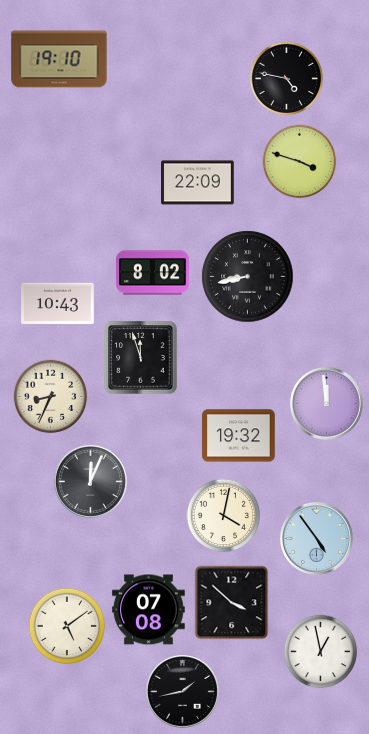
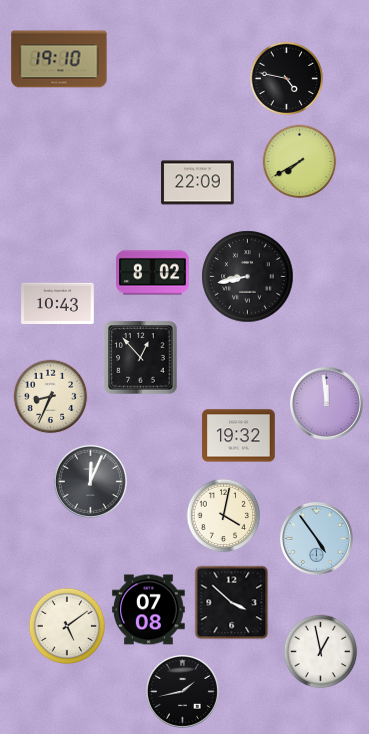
clock at (300, 162): 3:48 -> 7:40
clock at (141, 358): 11:57 -> 12:53
